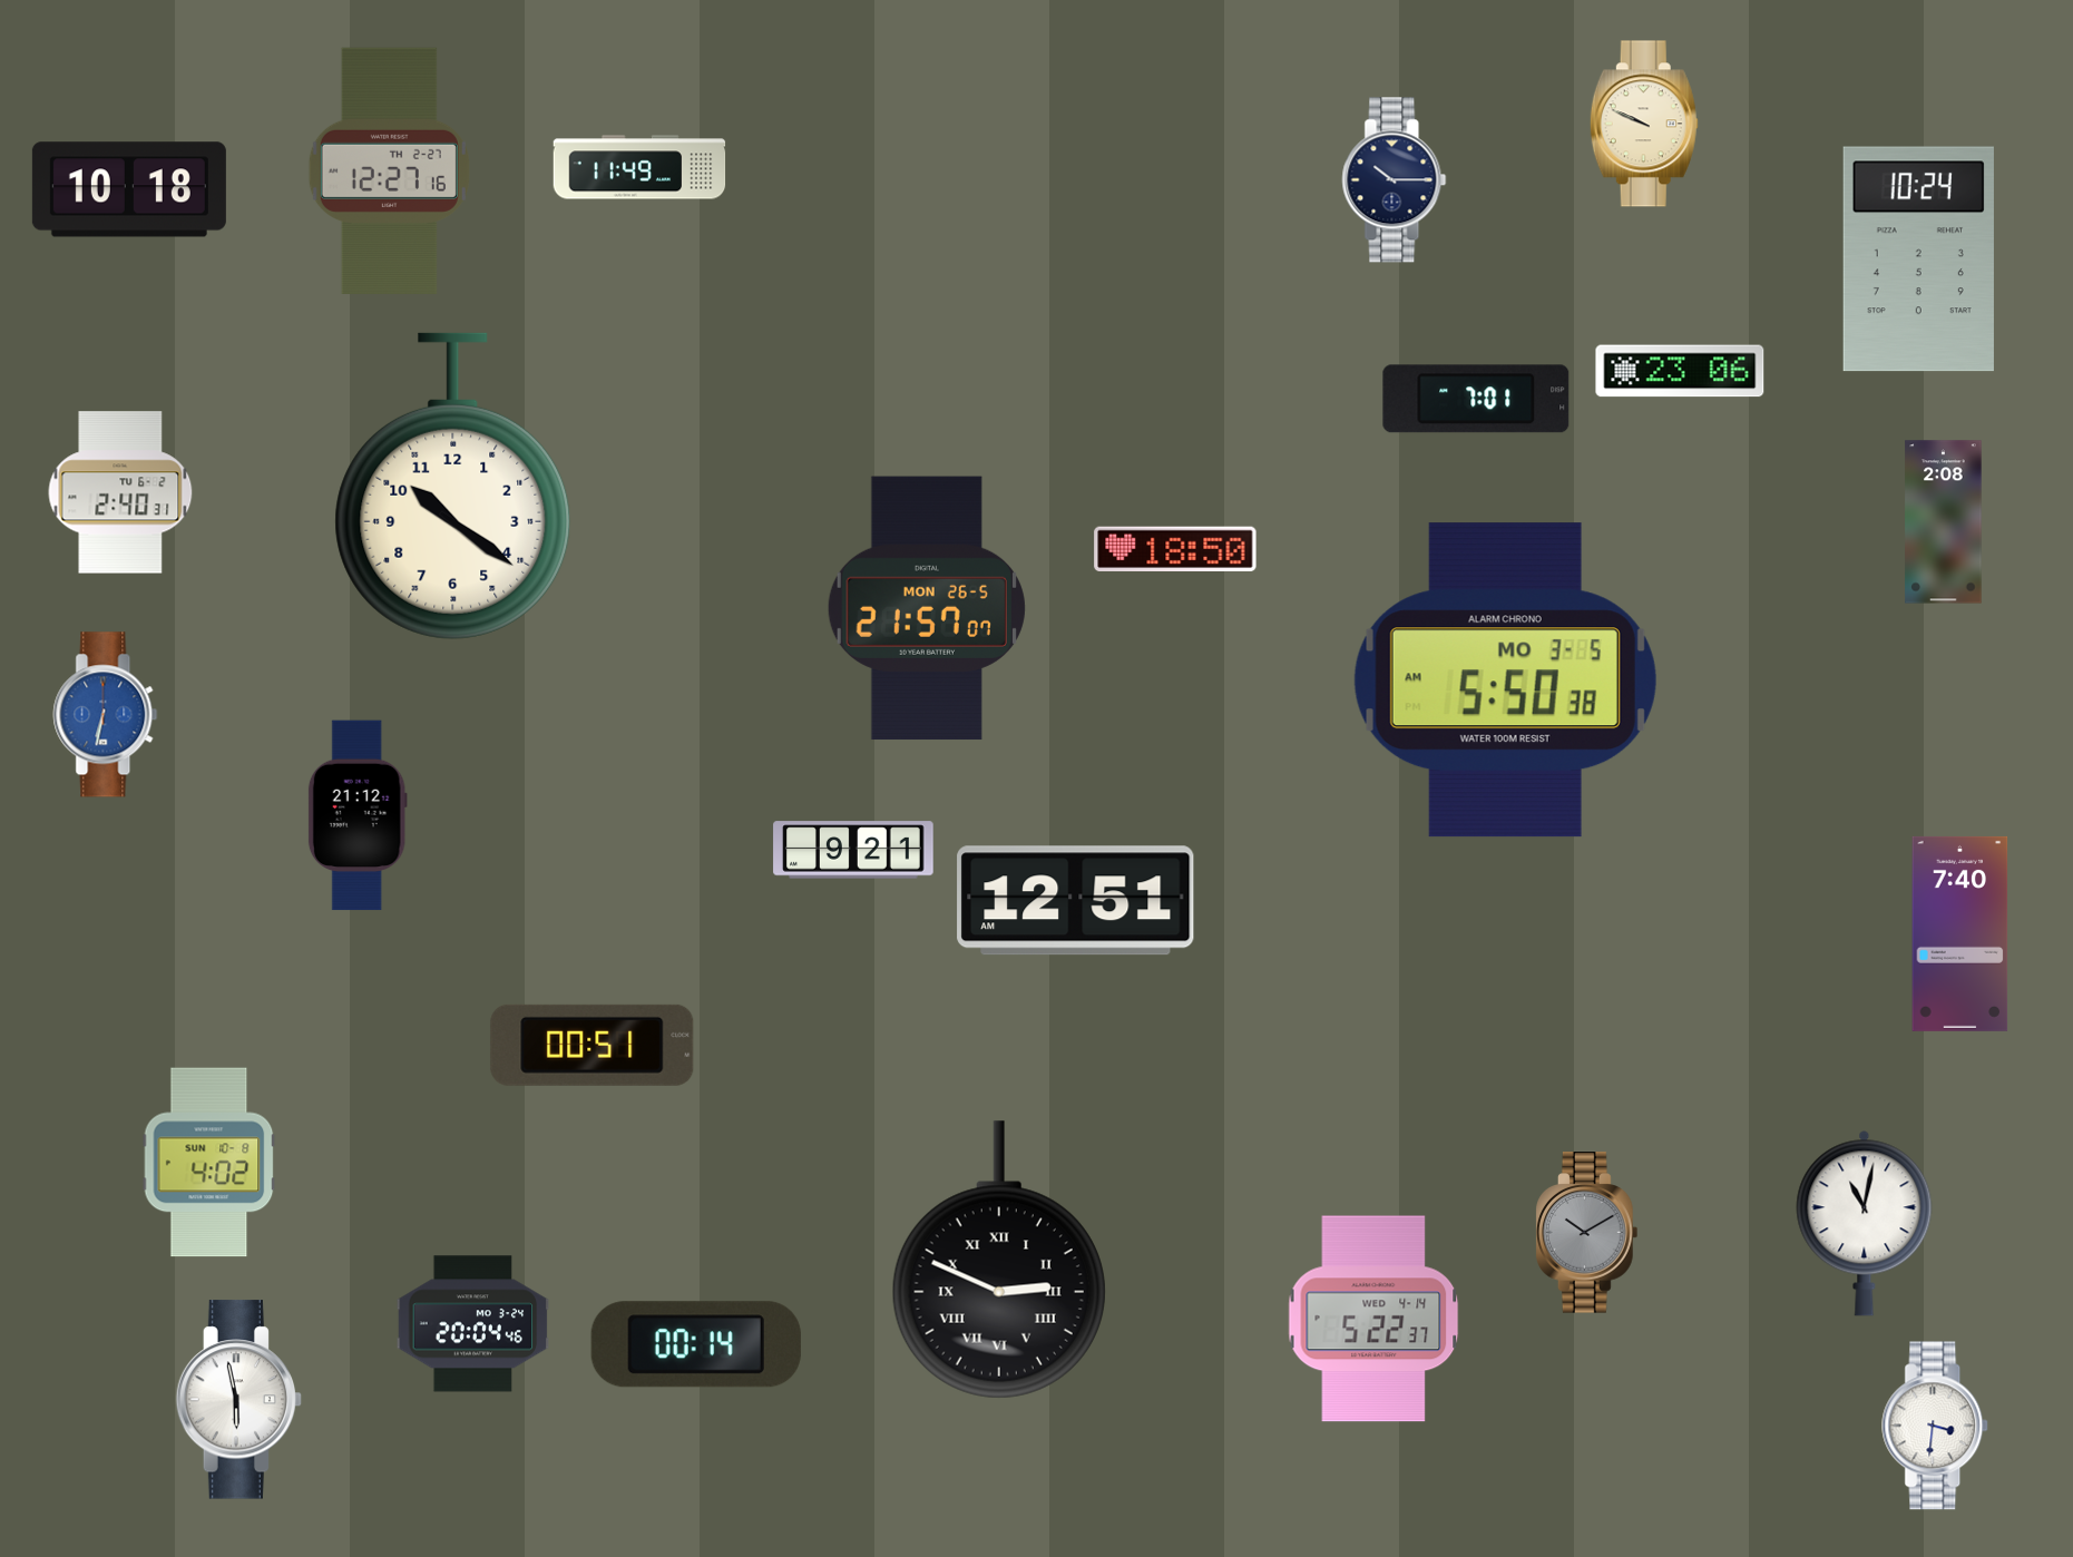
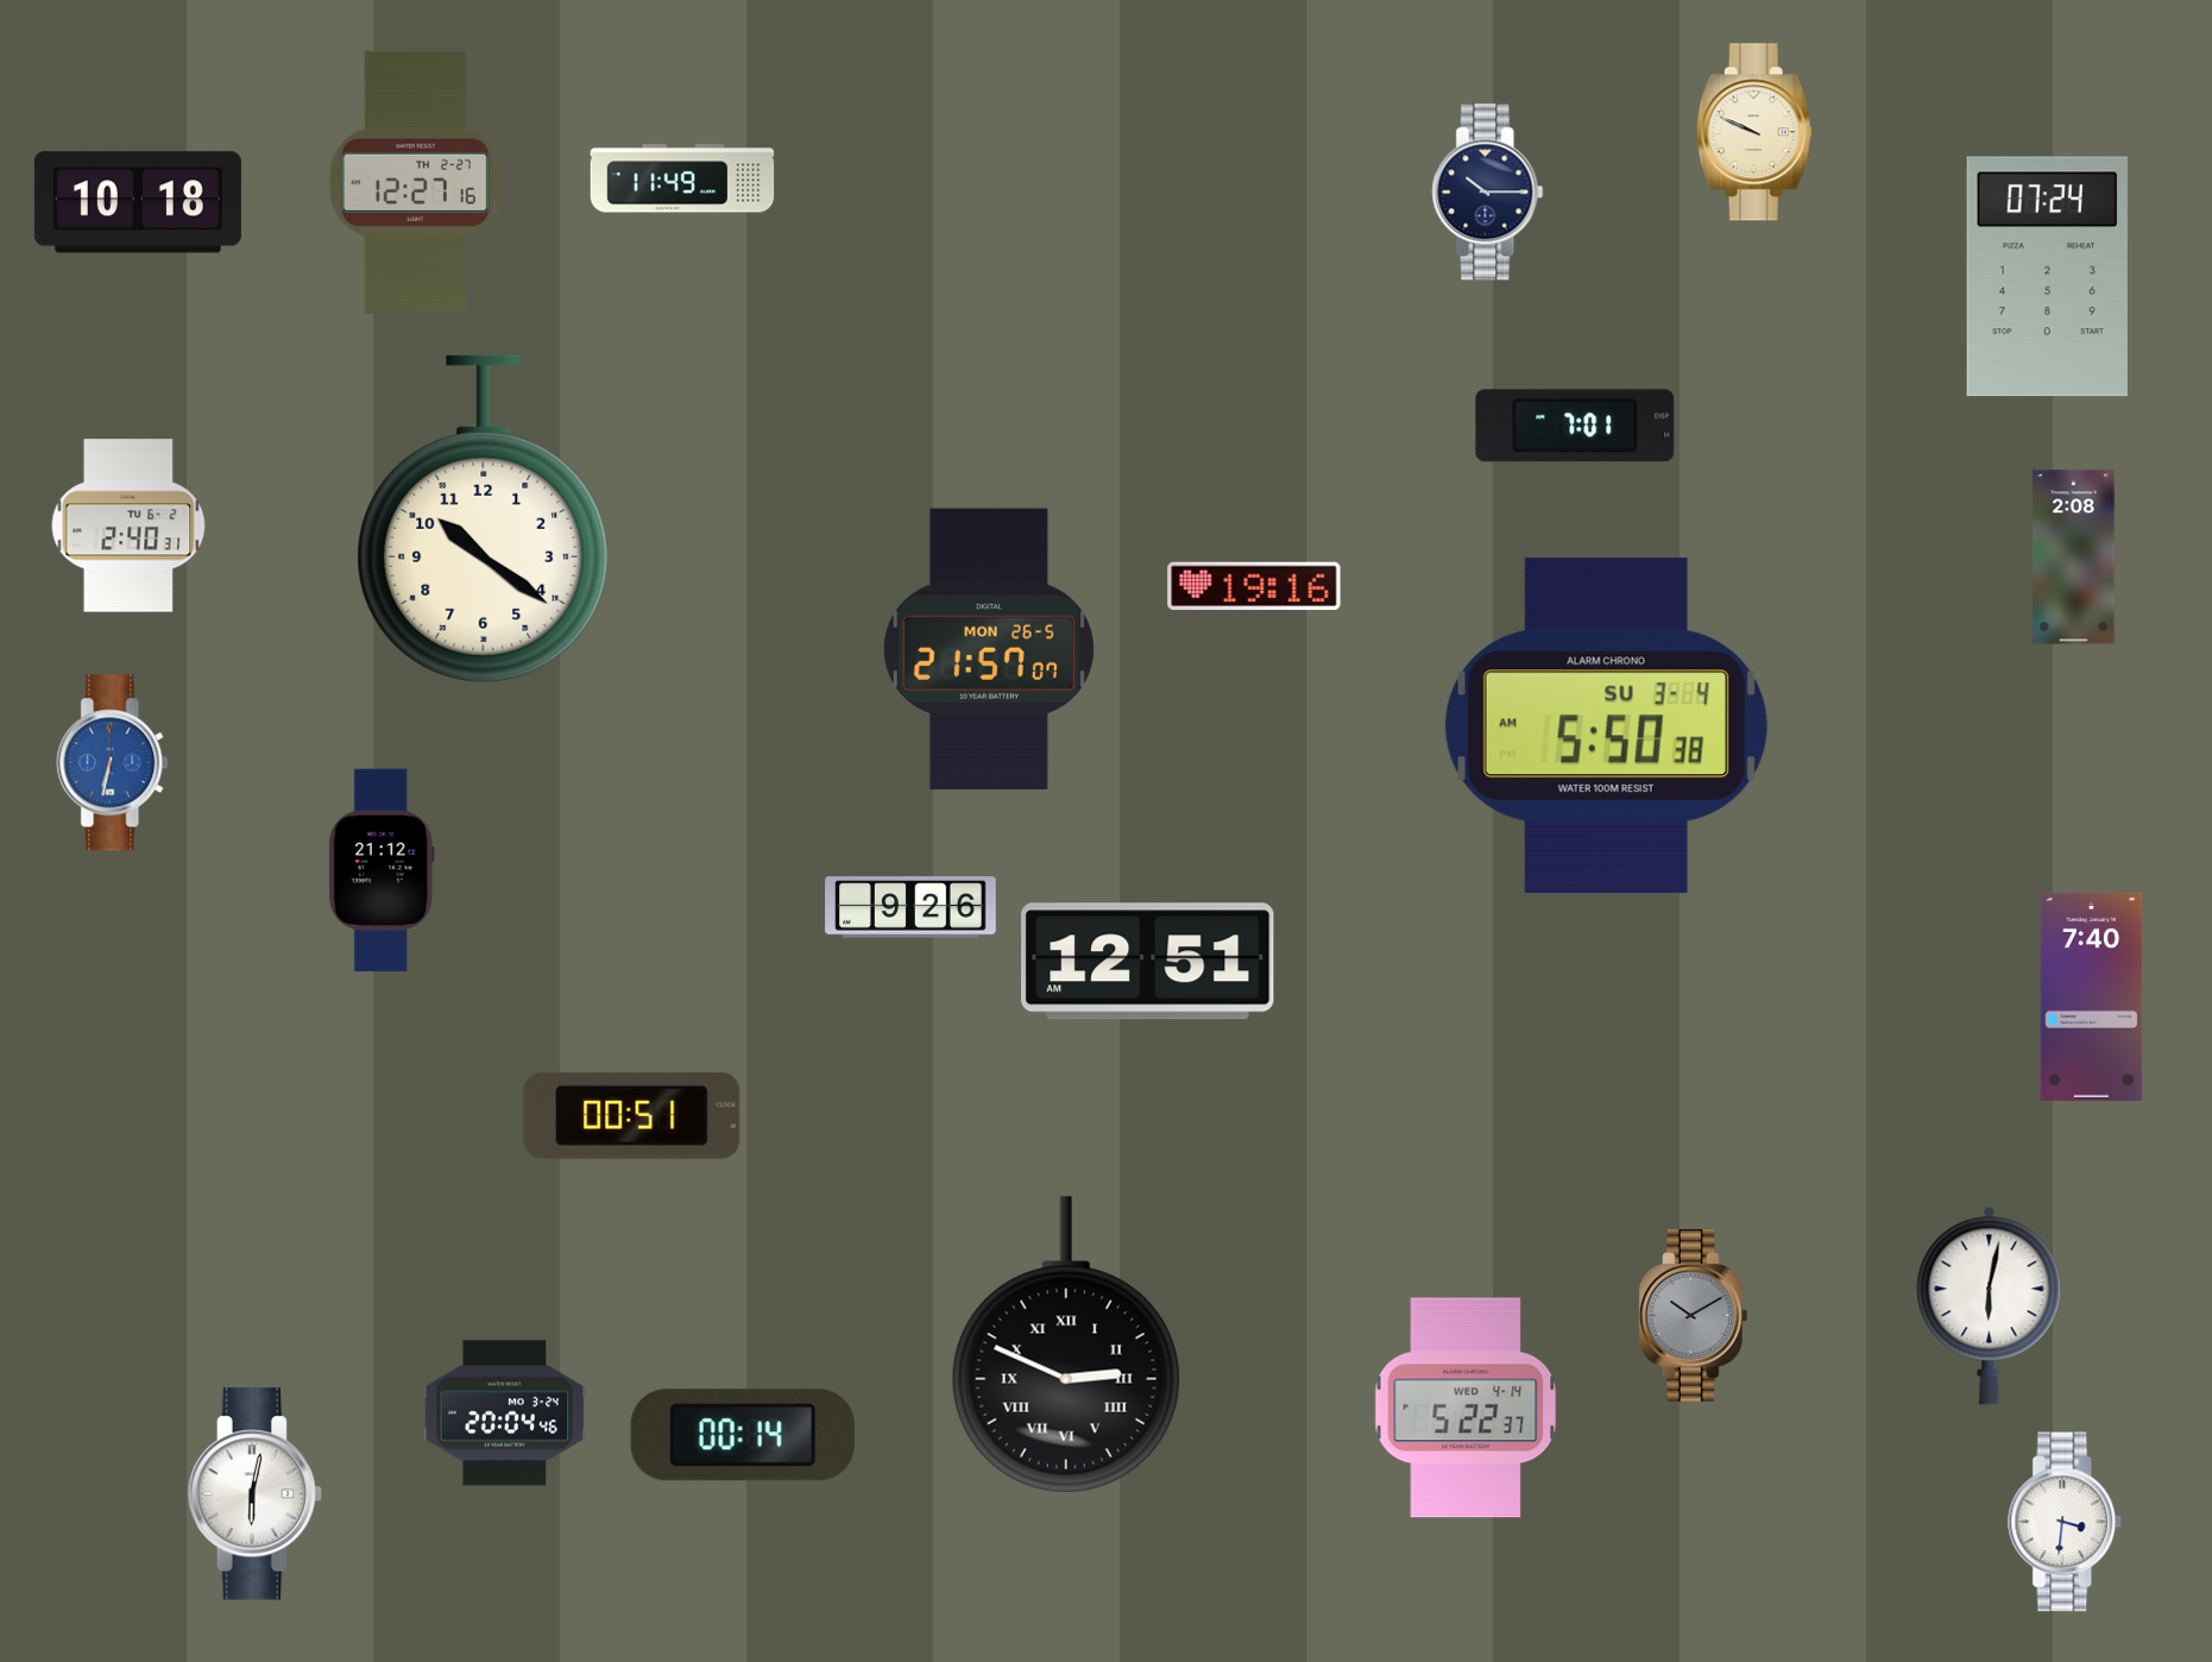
clock at (1918, 259): 10:24 -> 07:24
clock at (1680, 371): 23:06 -> none
clock at (1175, 549): 18:50 -> 19:16
clock at (1505, 680) date: MO 3-5 -> SU 3-4
clock at (853, 850): 9:21 -> 9:26
clock at (209, 1163): 4:02 -> none
clock at (1865, 1223): 11:02 -> 6:02
clock at (239, 1400): 5:58 -> 6:02
